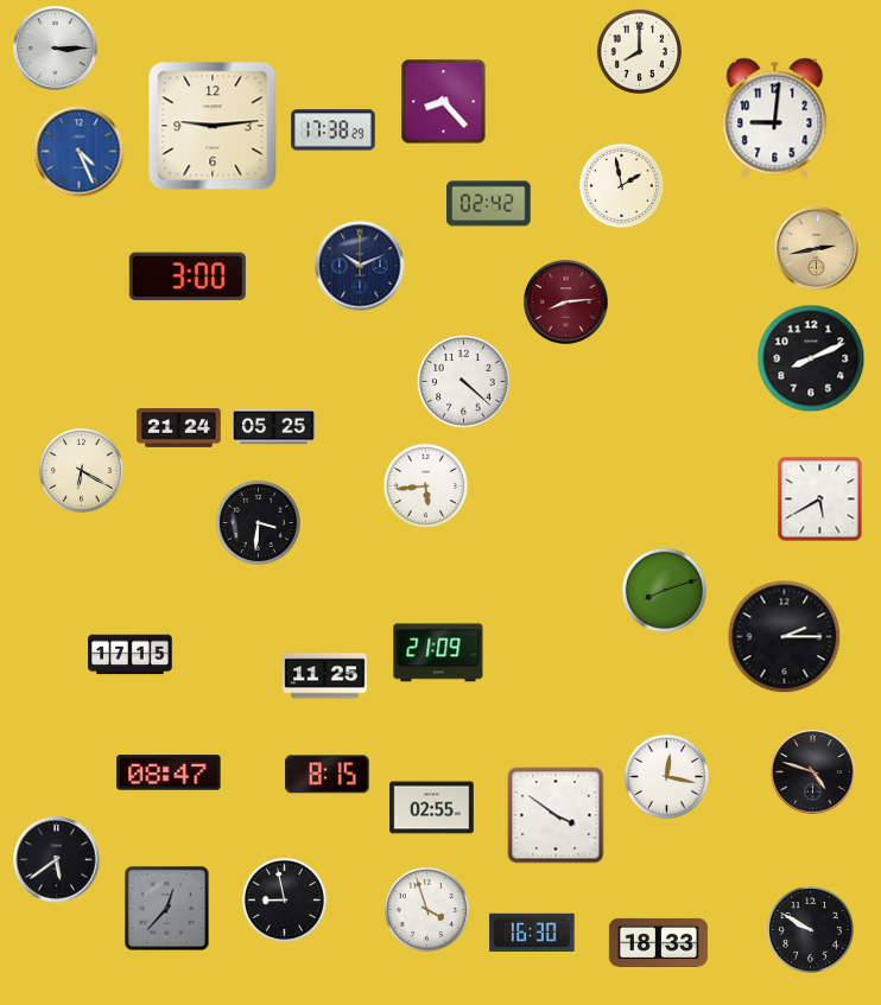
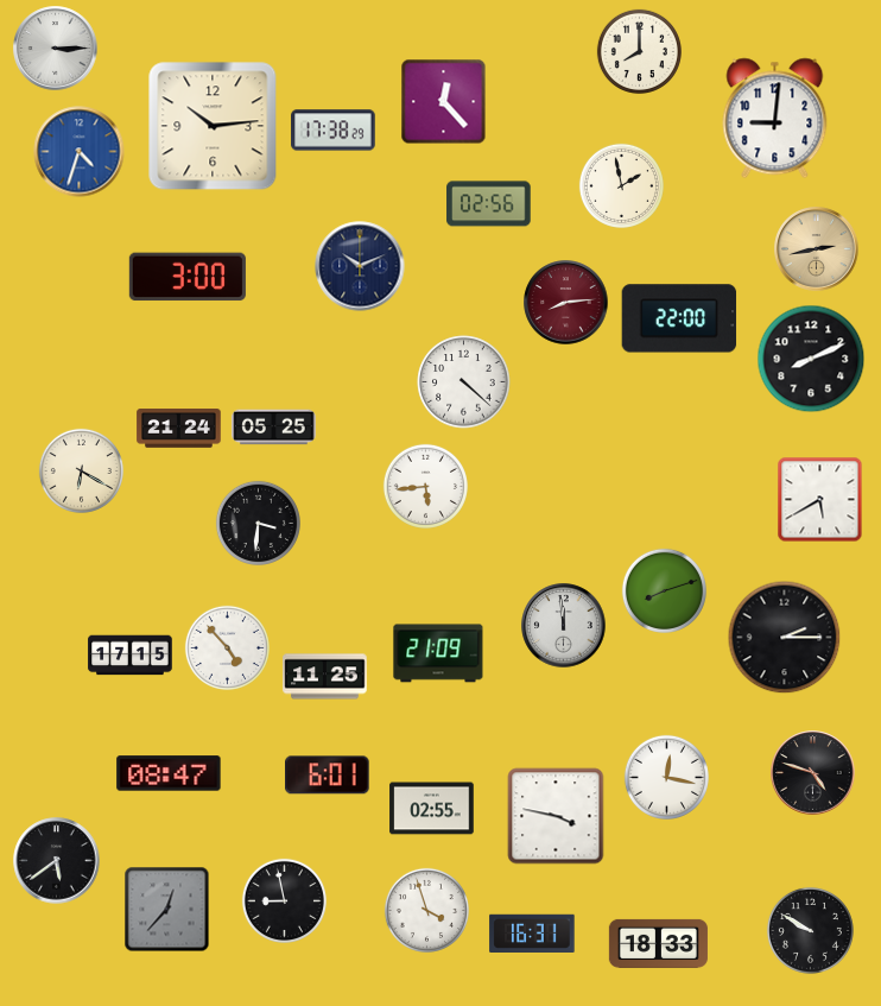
clock at (444, 102): 8:23 -> 12:23
clock at (213, 126): 9:14 -> 10:14
clock at (80, 152): 4:26 -> 4:33
clock at (489, 204): 02:42 -> 02:56
clock at (679, 318): none -> 22:00
clock at (564, 626): none -> 11:59
clock at (227, 647): none -> 4:53
clock at (328, 775): 8:15 -> 6:01
clock at (556, 815): 3:51 -> 3:47
clock at (532, 933): 16:30 -> 16:31
